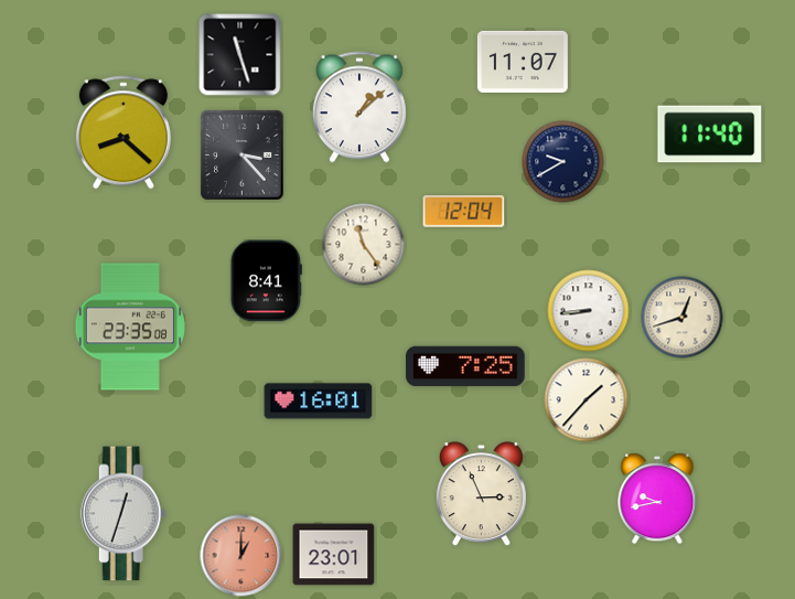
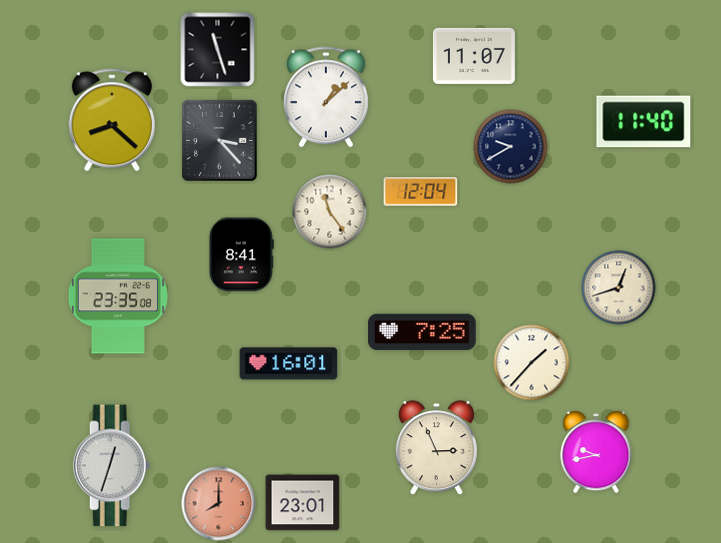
clock at (364, 245) position: (364, 245) -> (330, 212)
clock at (589, 311): 8:44 -> none
clock at (241, 556): 1:00 -> 8:00
